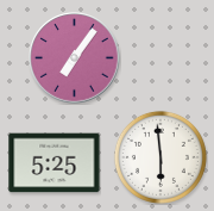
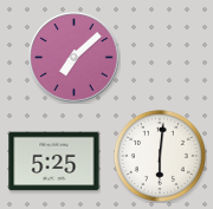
clock at (75, 58): 7:06 -> 7:08
clock at (160, 157): 5:59 -> 6:01
